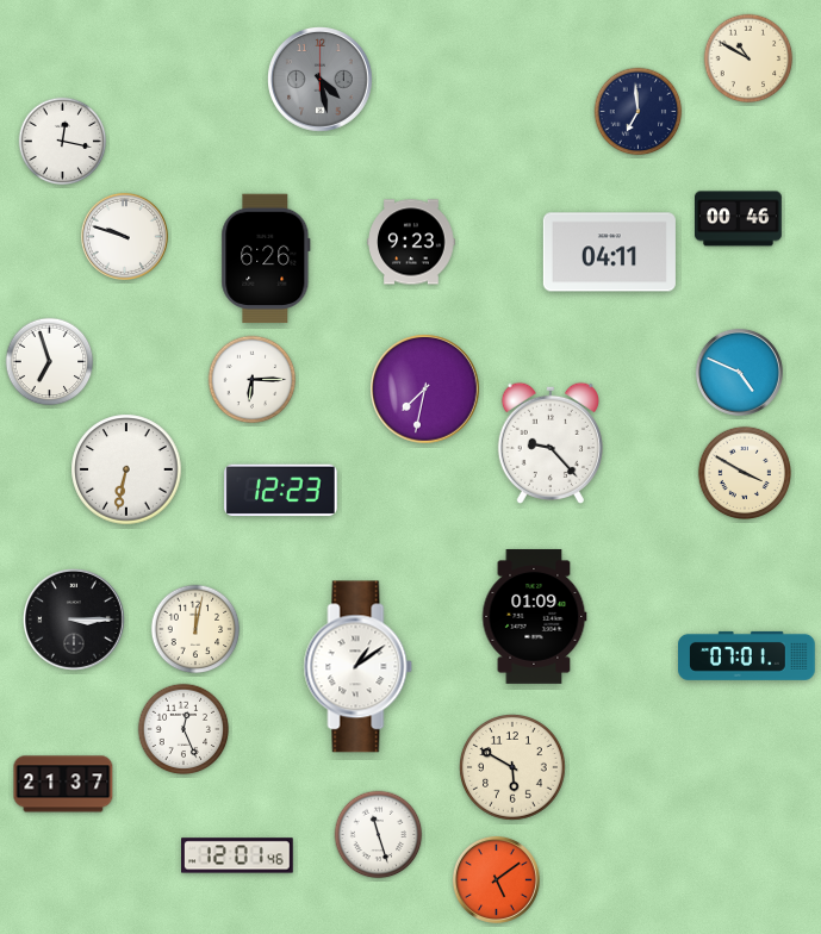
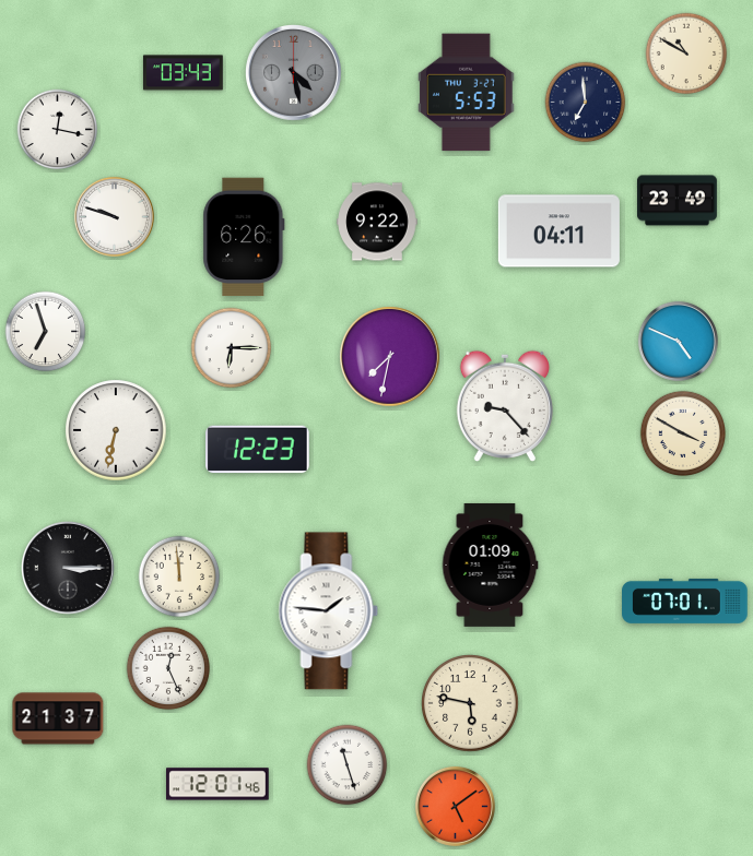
clock at (184, 73): none -> 03:43
clock at (467, 93): none -> 5:53
clock at (739, 219): 00:46 -> 23:49
clock at (411, 242): 9:23 -> 9:22
clock at (195, 629): 12:02 -> 11:59
clock at (359, 667): 1:09 -> 1:46
clock at (514, 768): 5:50 -> 5:47
